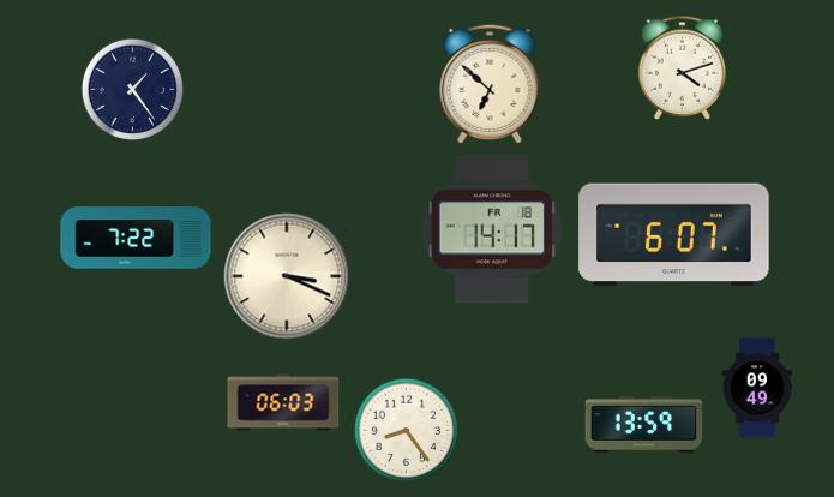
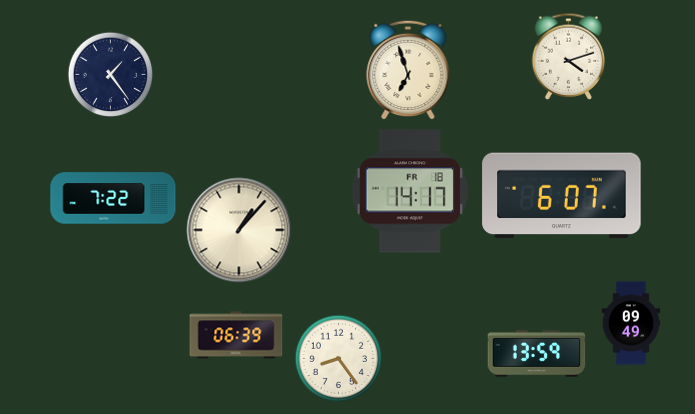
clock at (490, 84): 6:52 -> 6:57
clock at (287, 276): 3:19 -> 1:07
clock at (283, 402): 06:03 -> 06:39
